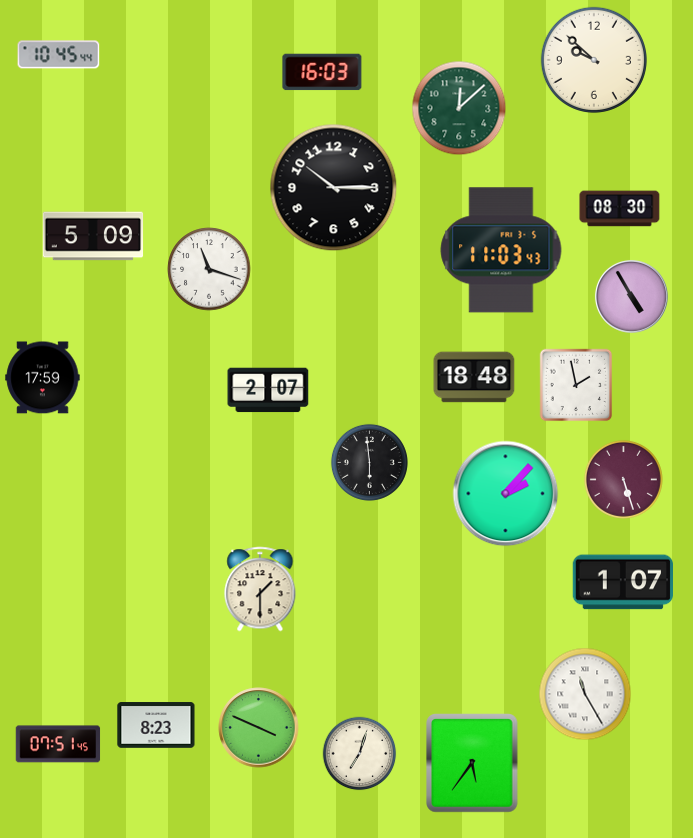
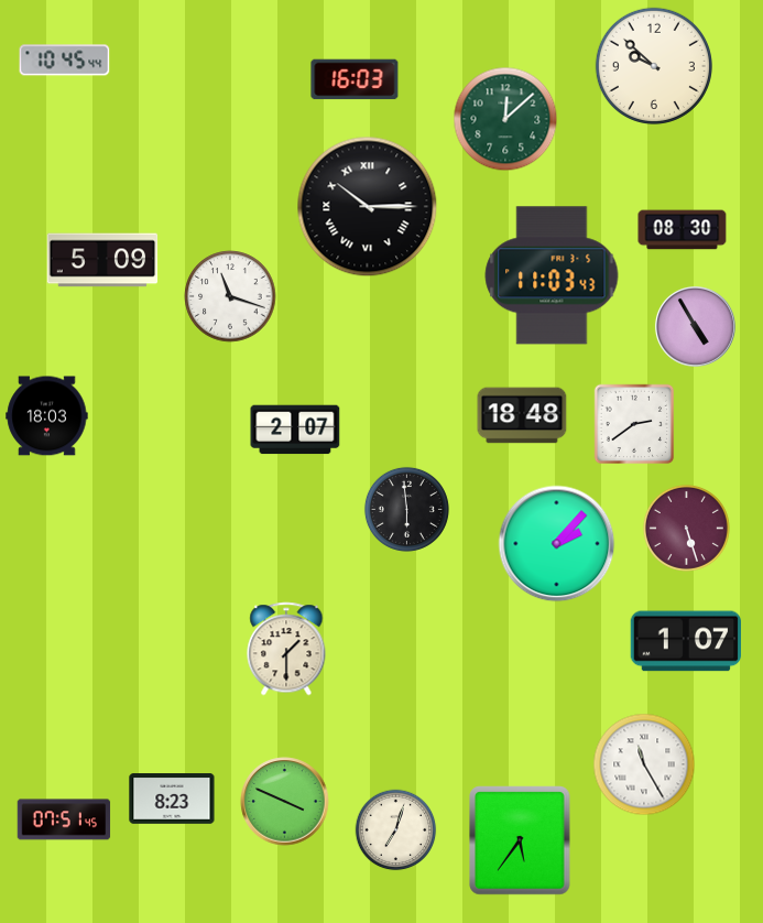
clock at (334, 188) numerals: Arabic -> Roman
clock at (43, 378): 17:59 -> 18:03
clock at (576, 385): 1:58 -> 2:39
